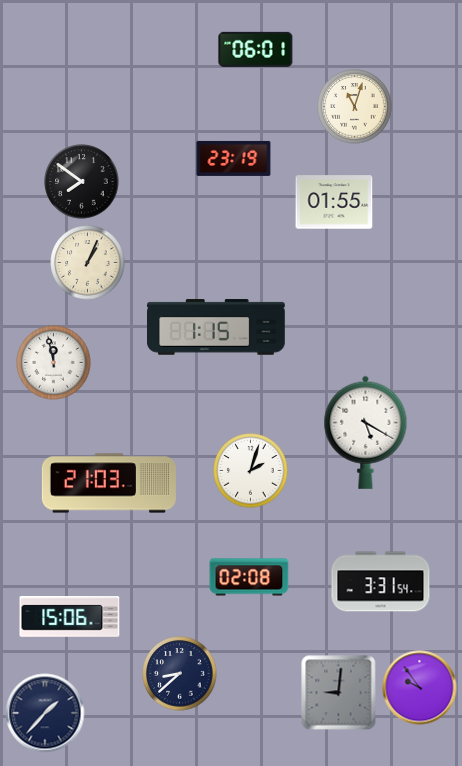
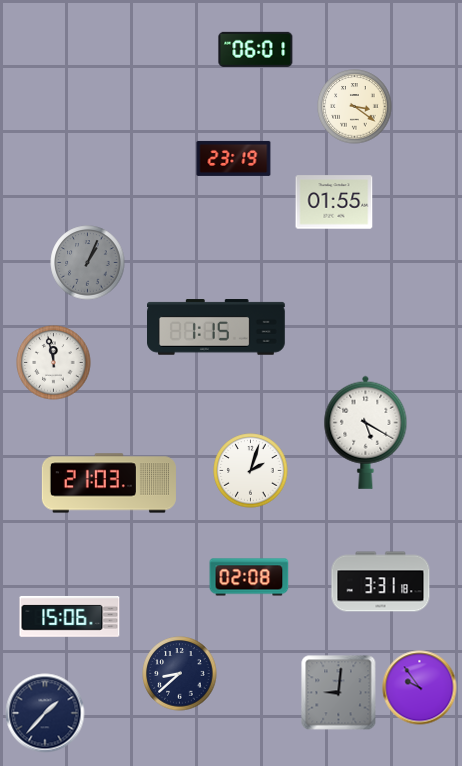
clock at (355, 107): 11:03 -> 3:21
clock at (82, 182): 7:51 -> none
clock at (88, 263) dial: cream -> grey
clock at (381, 582): 3:31:54 -> 3:31:18
